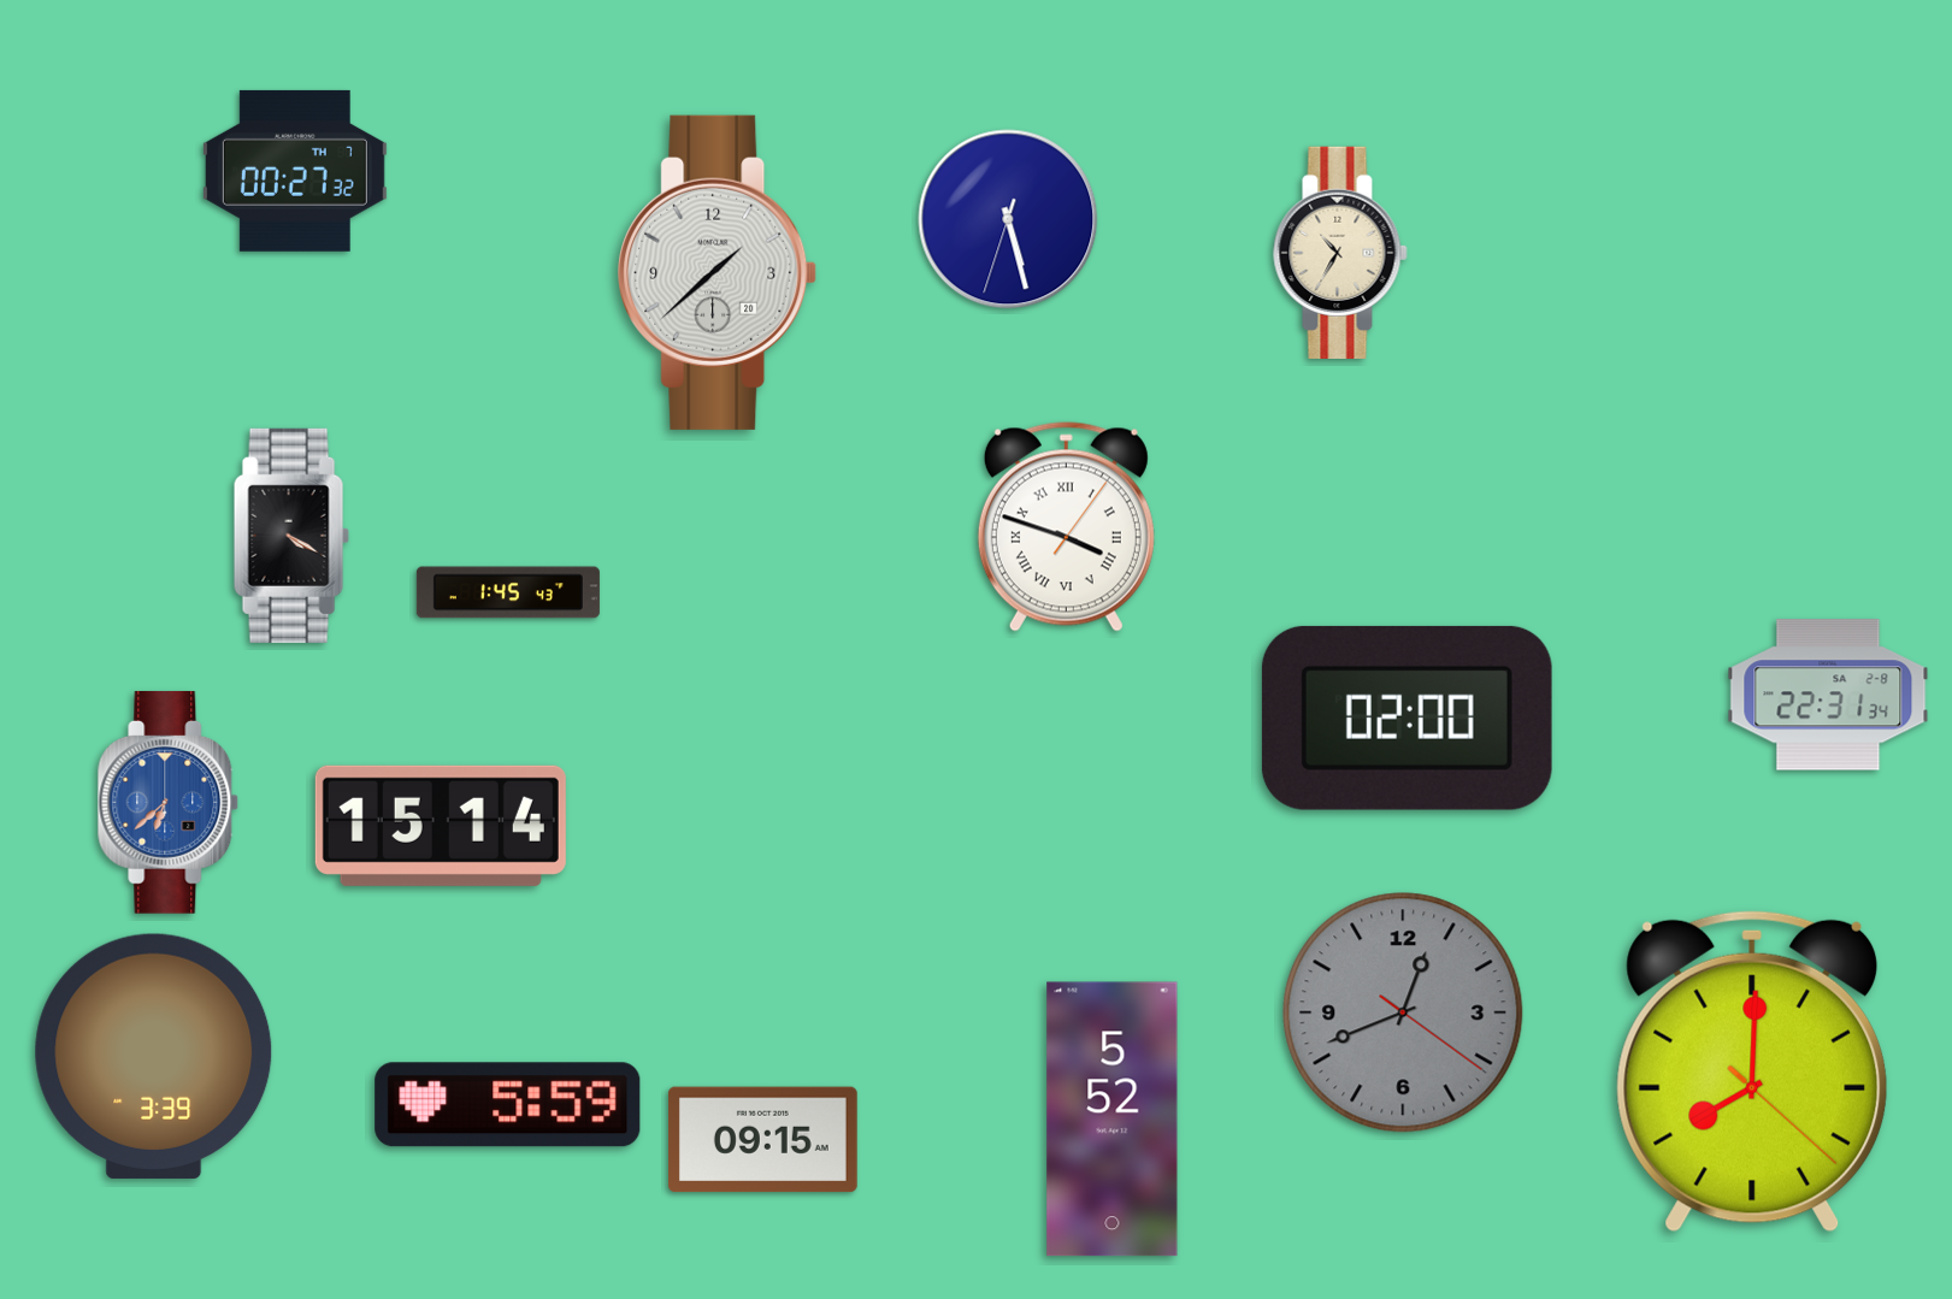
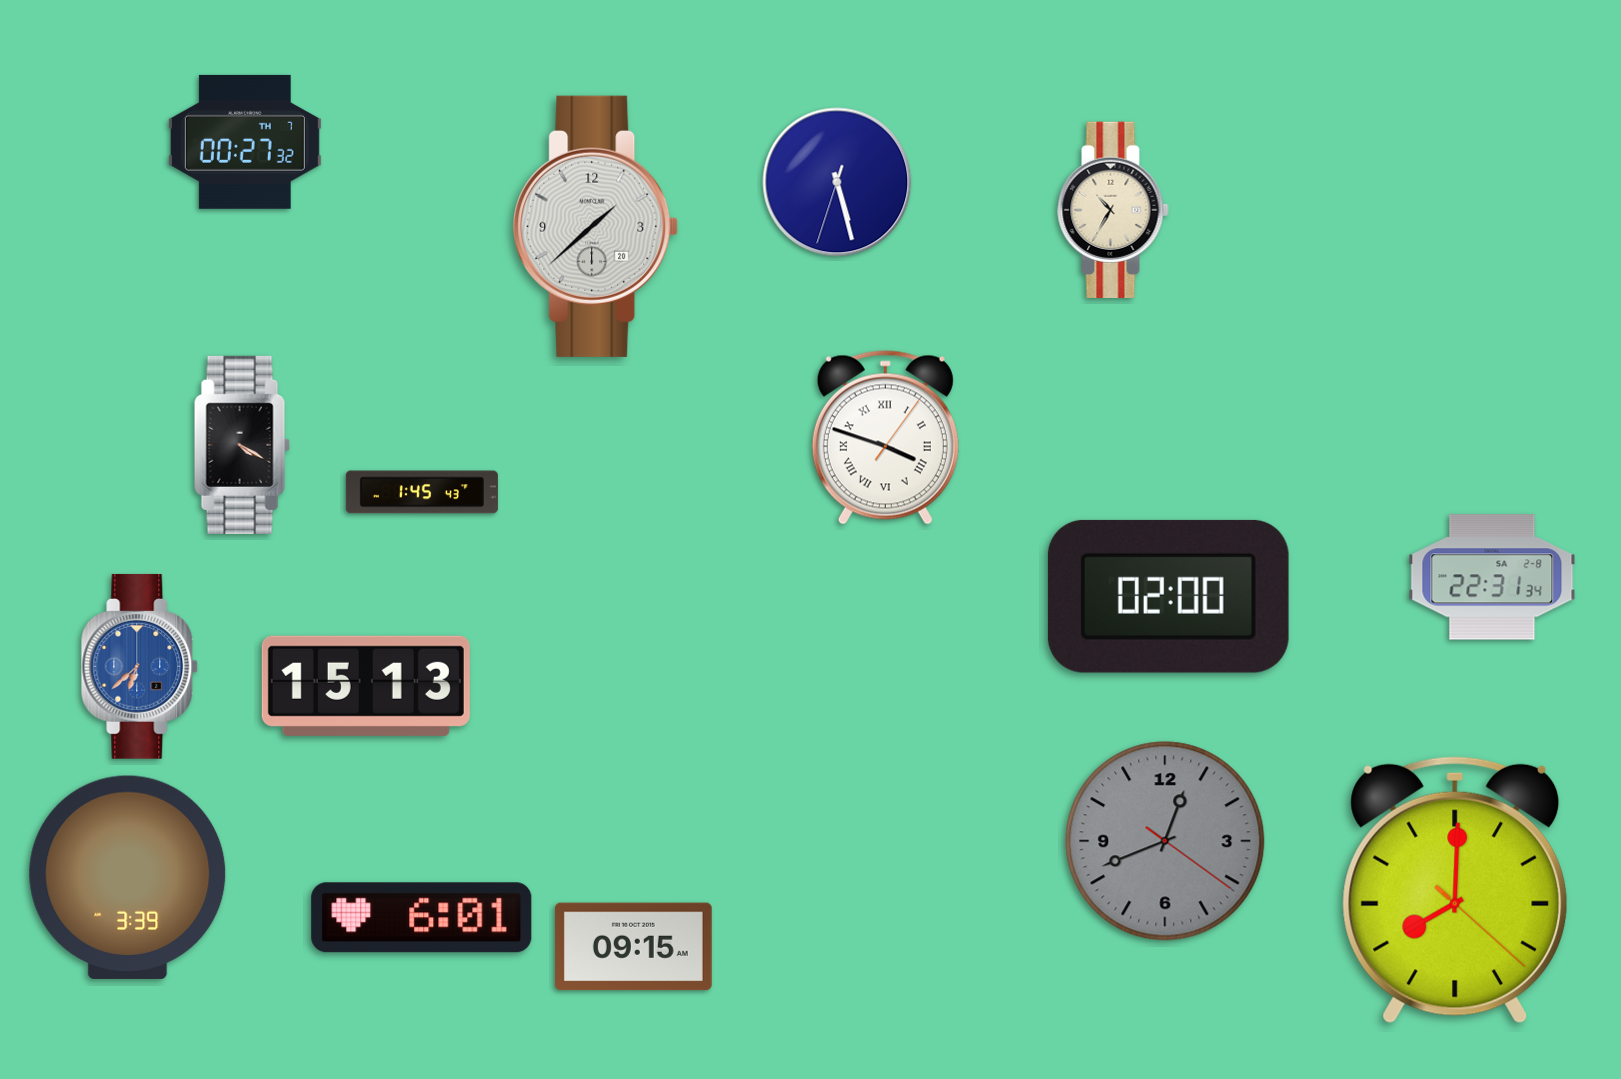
clock at (1828, 695) position: (1828, 695) -> (1492, 577)
clock at (441, 826): 15:14 -> 15:13
clock at (508, 1105): 5:59 -> 6:01
clock at (1113, 1120): 5:52 -> none
